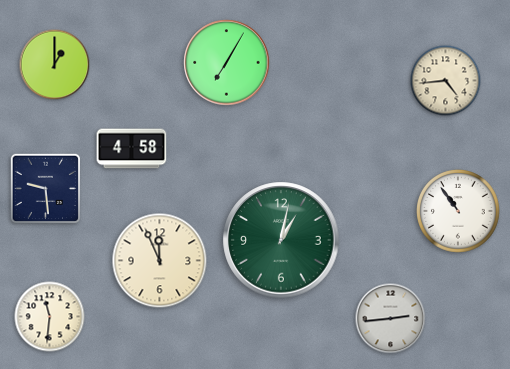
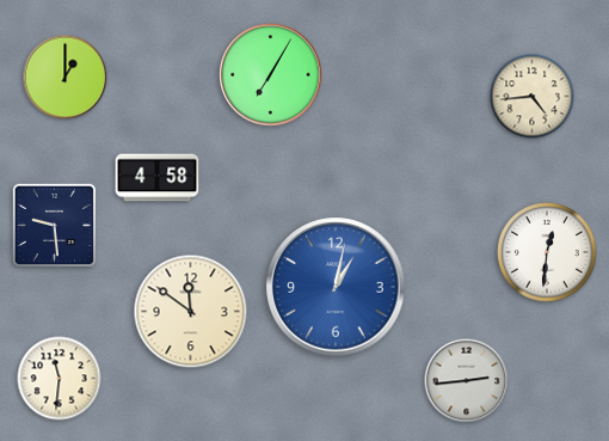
clock at (459, 212): 10:54 -> 12:31
clock at (281, 240) dial: green -> blue
clock at (160, 261): 11:56 -> 11:51
